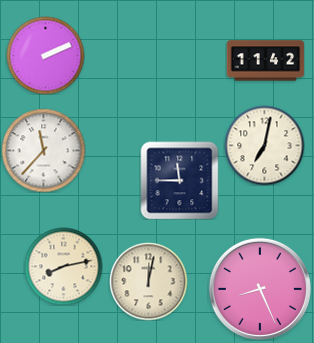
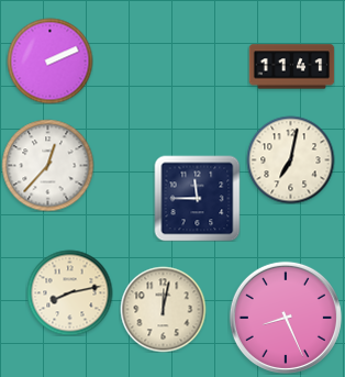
clock at (265, 61): 11:42 -> 11:41
clock at (43, 150): 11:37 -> 12:37
